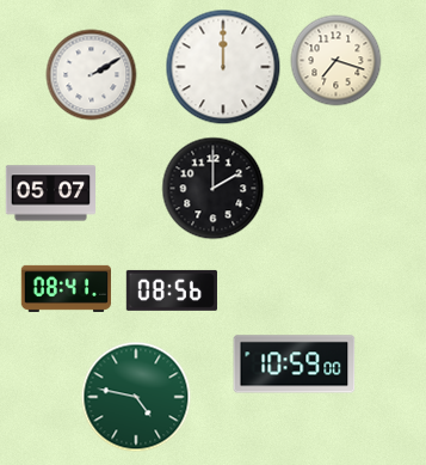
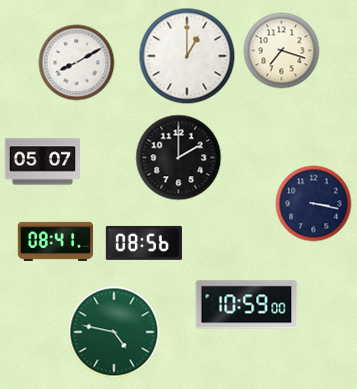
clock at (223, 67): 12:00 -> 1:00
clock at (92, 75): 2:10 -> 8:10
clock at (314, 204): none -> 3:17
